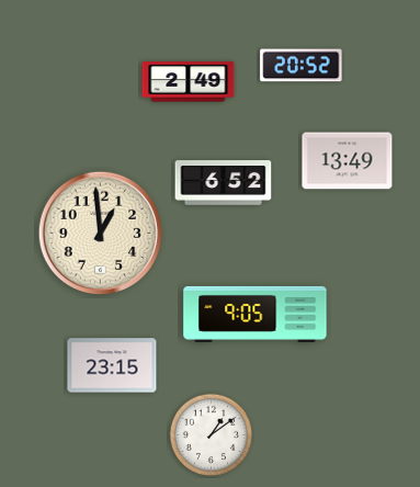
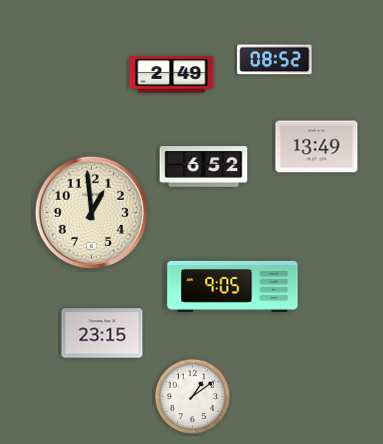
clock at (302, 66): 20:52 -> 08:52
